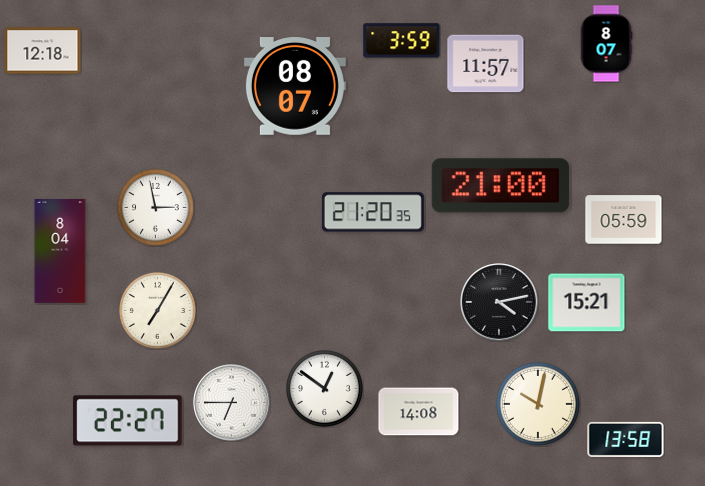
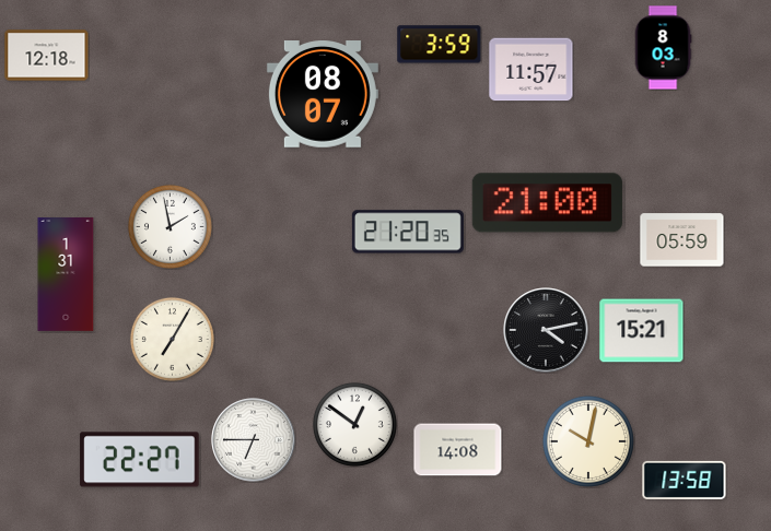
clock at (606, 44): 8:07 -> 8:03
clock at (155, 207): 2:58 -> 1:58
clock at (60, 252): 8:04 -> 1:31
